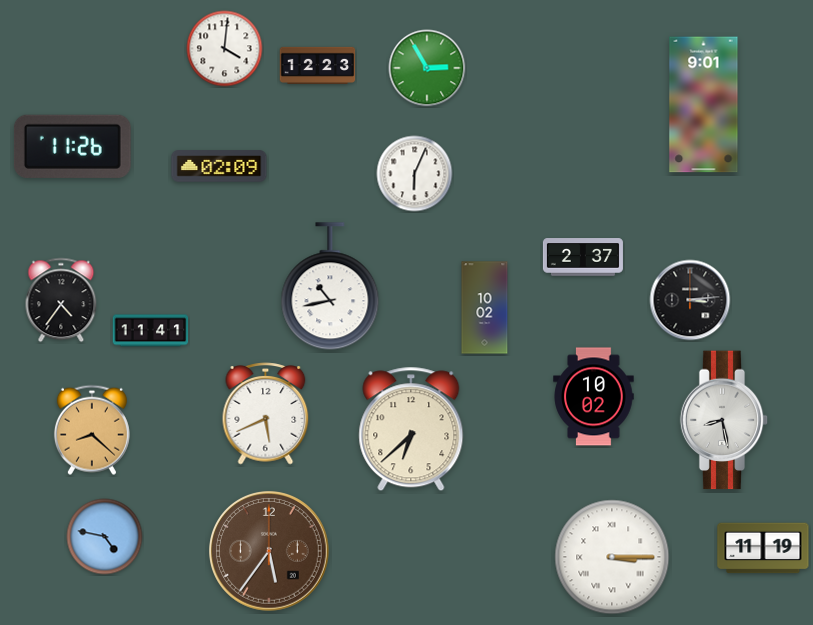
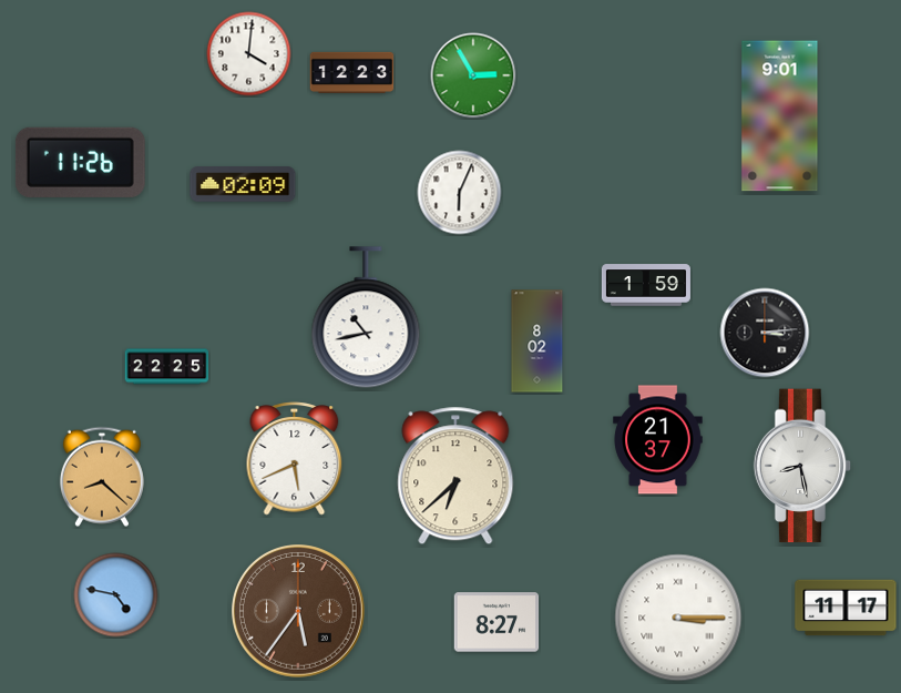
clock at (583, 257): 2:37 -> 1:59
clock at (61, 300): 4:36 -> none
clock at (485, 308): 10:02 -> 8:02
clock at (151, 331): 11:41 -> 22:25
clock at (594, 397): 10:02 -> 21:37
clock at (763, 548): 11:19 -> 11:17
clock at (496, 622): none -> 8:27
